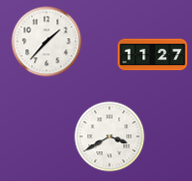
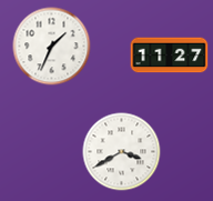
clock at (47, 42): 1:37 -> 1:34
clock at (153, 55) position: (153, 55) -> (170, 56)
